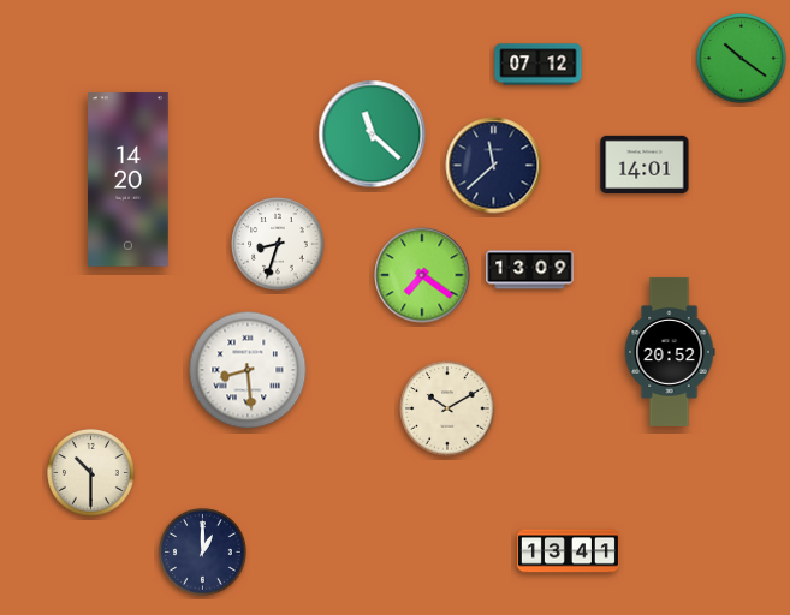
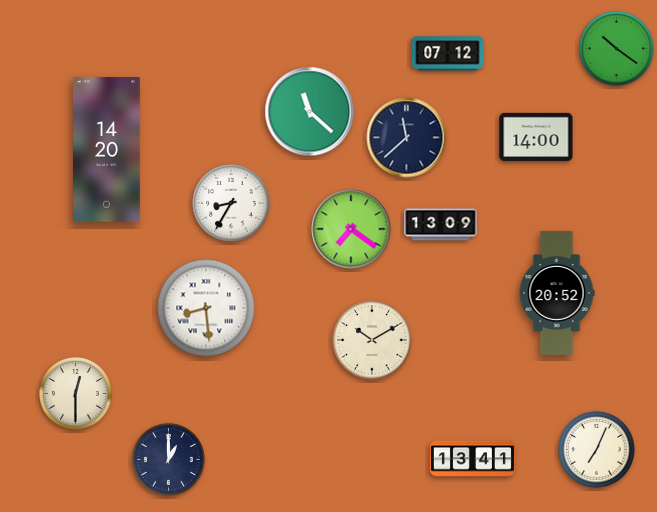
clock at (645, 165): 14:01 -> 14:00
clock at (494, 166) position: (494, 166) -> (407, 138)
clock at (278, 244): 8:33 -> 8:35
clock at (91, 473): 10:30 -> 12:30
clock at (597, 450): none -> 7:04
